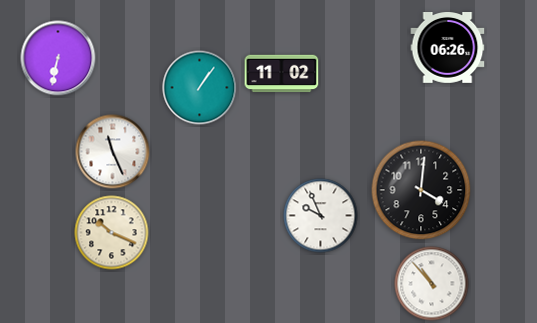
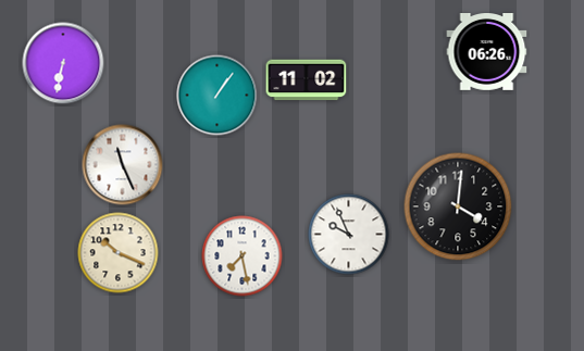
clock at (112, 233) position: (112, 233) -> (119, 253)
clock at (243, 256): none -> 7:28
clock at (432, 284): 10:53 -> none
